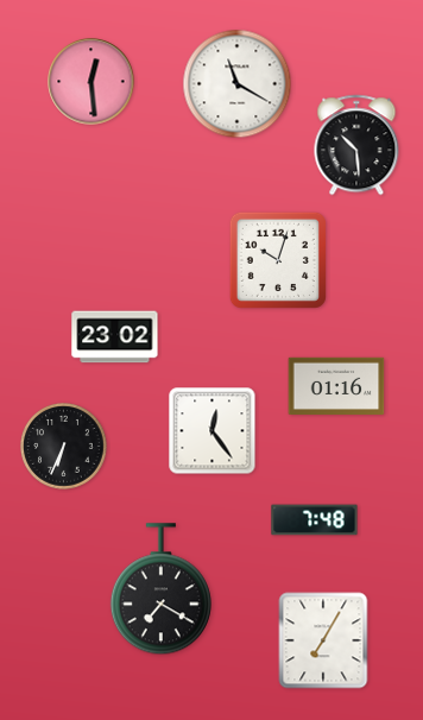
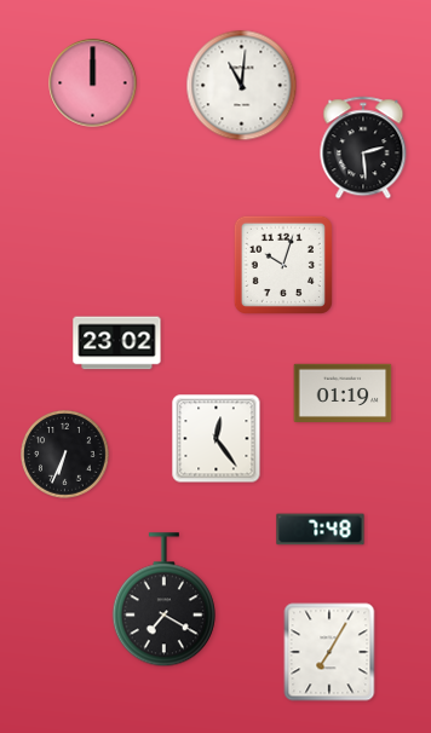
clock at (91, 82): 12:29 -> 12:00
clock at (238, 84): 11:20 -> 11:01
clock at (356, 145): 10:29 -> 2:29
clock at (336, 385): 01:16 -> 01:19
